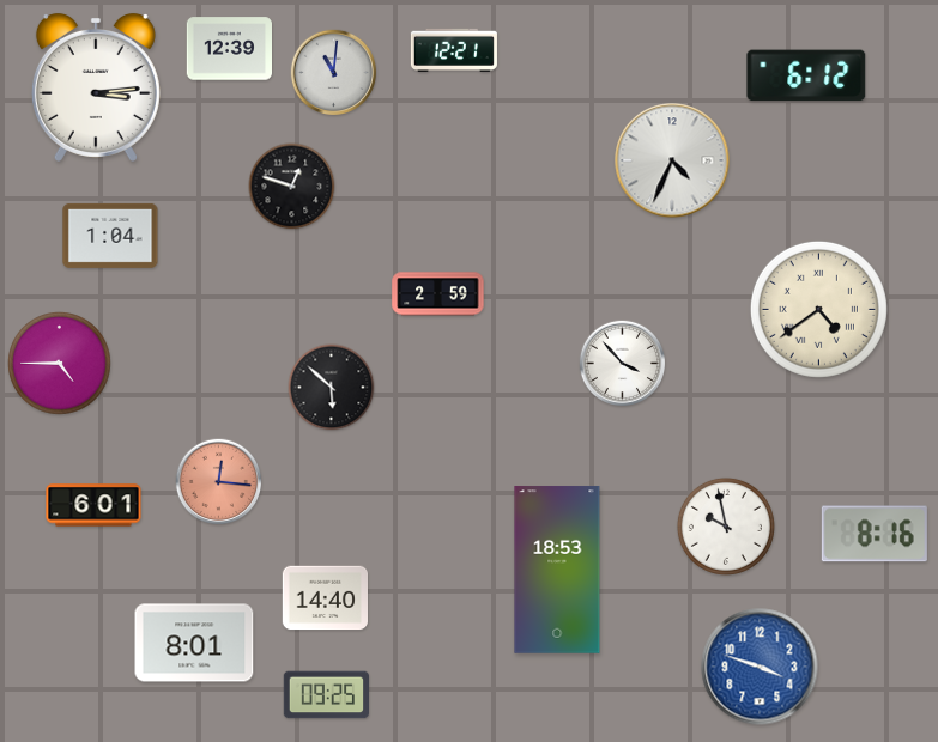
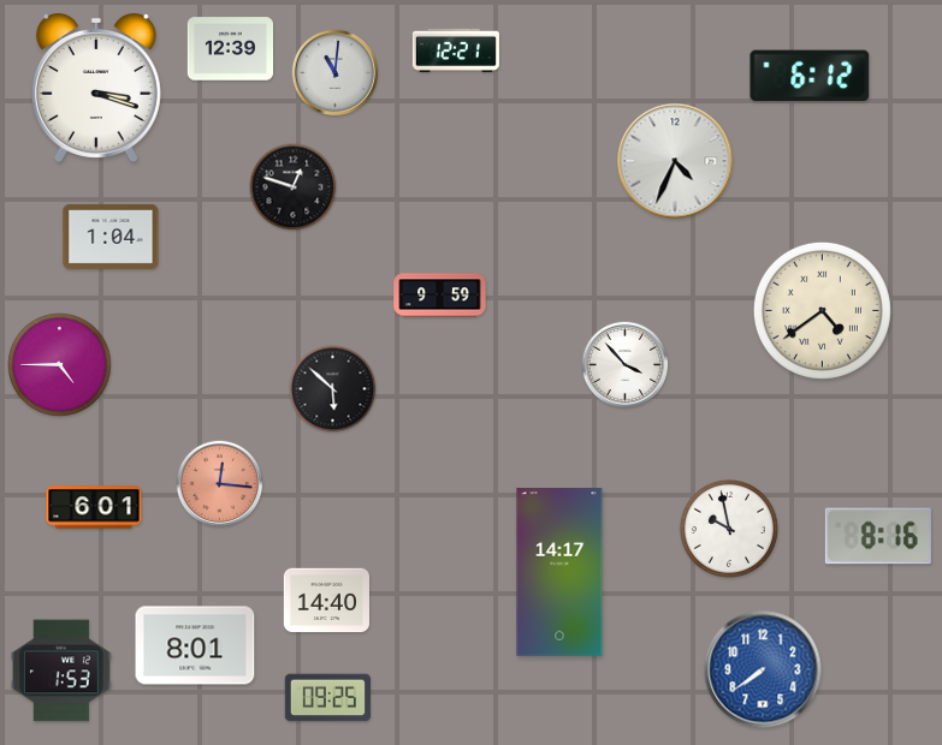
clock at (96, 87): 3:14 -> 3:18
clock at (438, 294): 2:59 -> 9:59
clock at (557, 570): 18:53 -> 14:17
clock at (760, 667): 3:48 -> 7:39
clock at (61, 670): none -> 1:53
